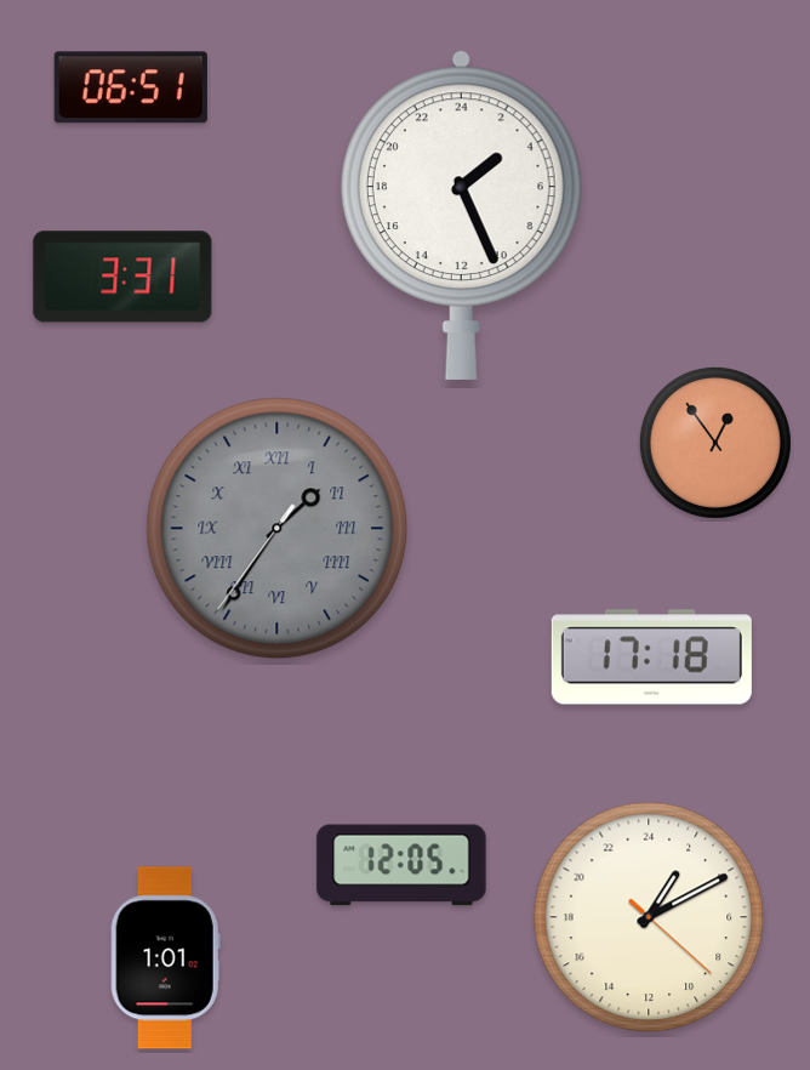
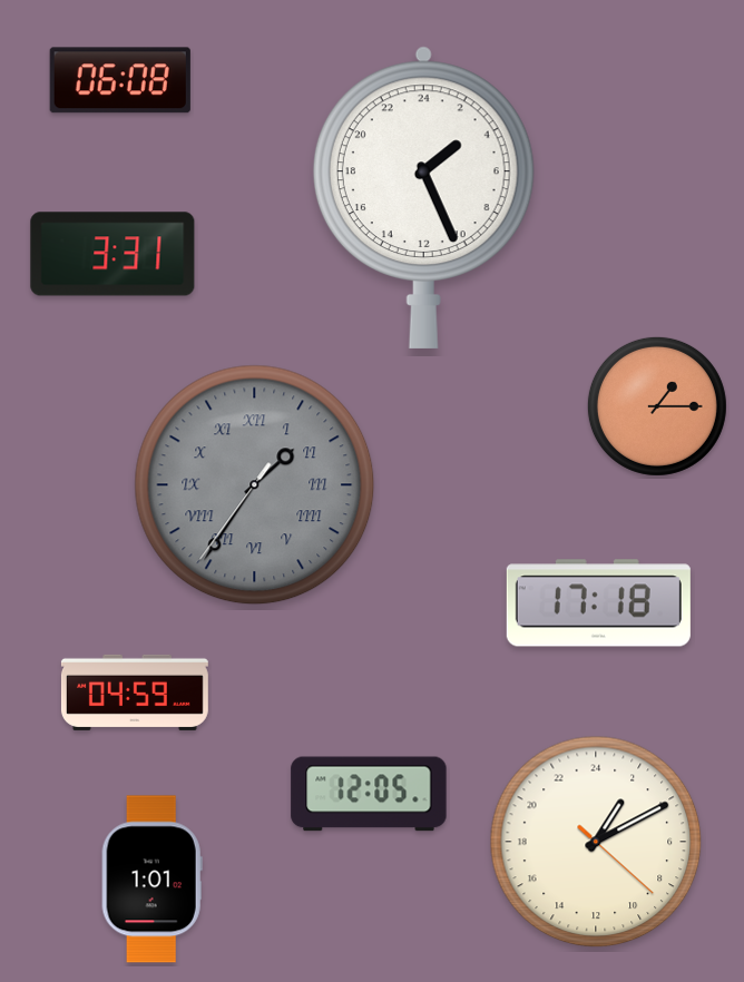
clock at (131, 87): 06:51 -> 06:08
clock at (715, 443): 12:54 -> 1:15
clock at (135, 693): none -> 04:59
